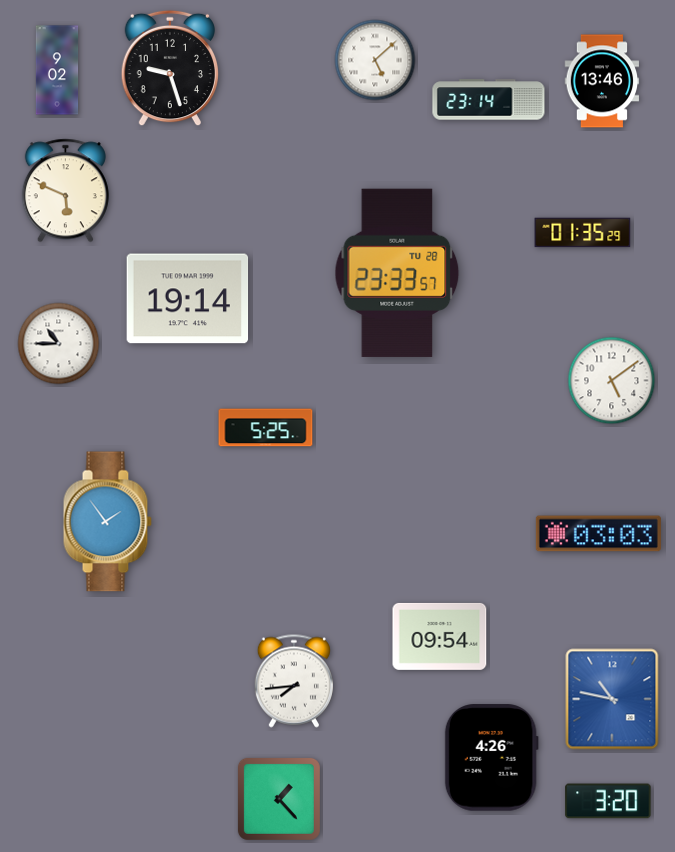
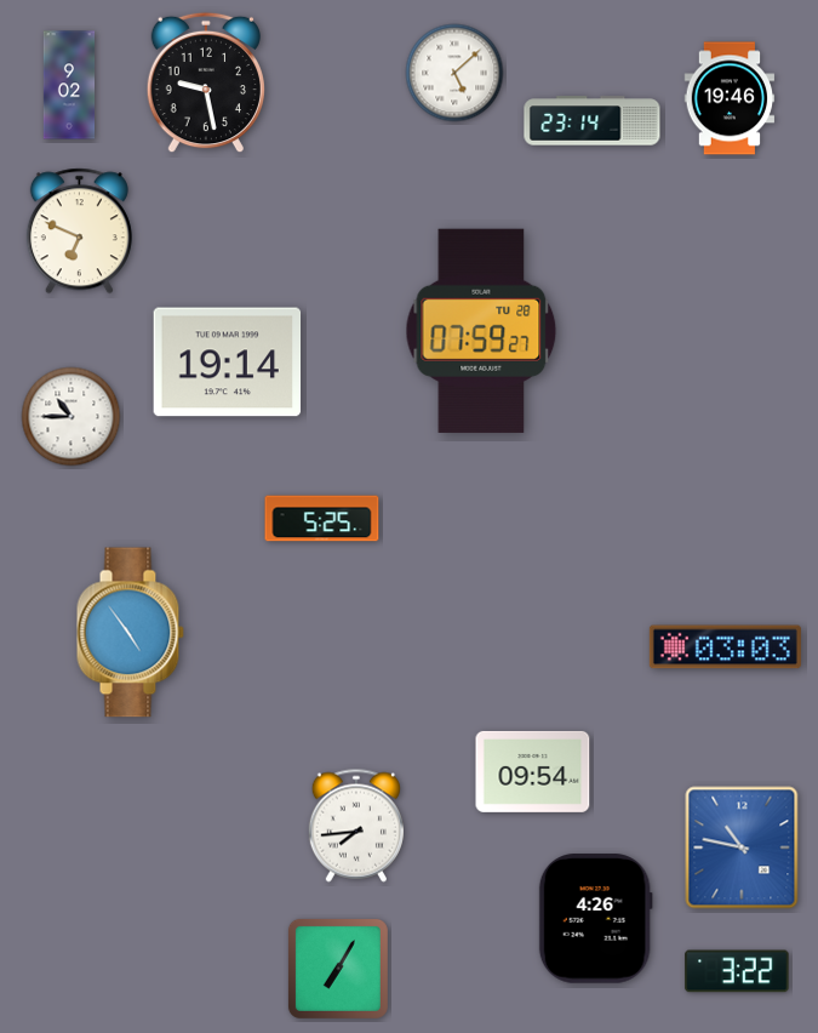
clock at (170, 68): 9:27 -> 9:28
clock at (602, 81): 13:46 -> 19:46
clock at (65, 191): 5:49 -> 6:49
clock at (583, 233): 01:35 -> none
clock at (397, 273): 23:33 -> 07:59
clock at (612, 381): 5:09 -> none
clock at (107, 522): 1:54 -> 4:54
clock at (279, 799): 1:23 -> 7:05
clock at (608, 801): 3:20 -> 3:22
